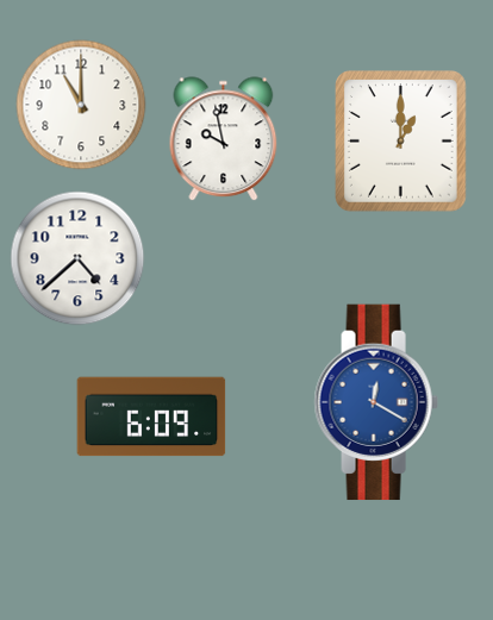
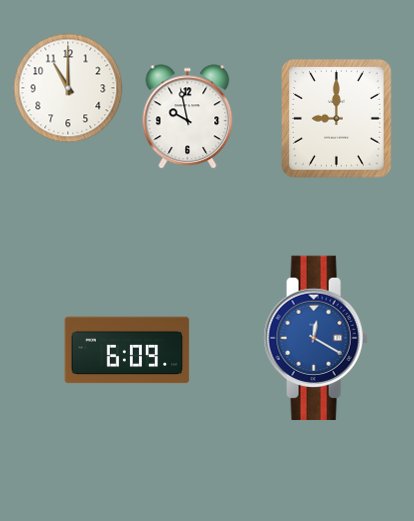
clock at (401, 142): 1:00 -> 9:00
clock at (77, 258): 4:38 -> none
